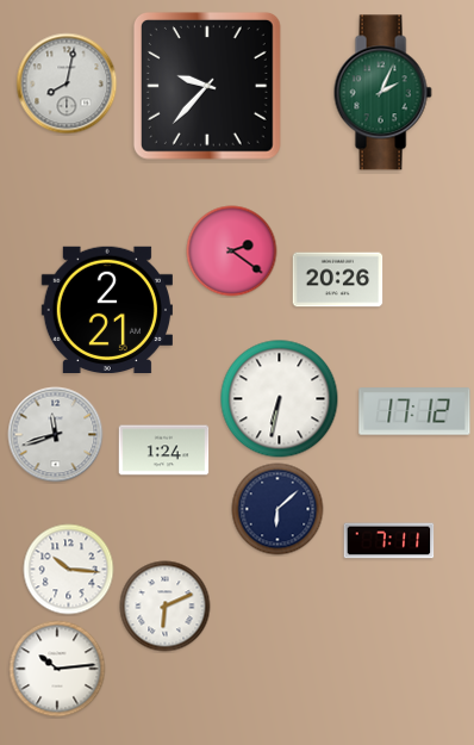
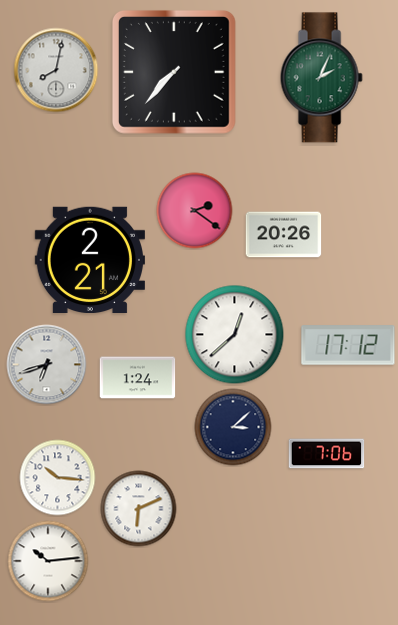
clock at (207, 86): 9:37 -> 7:37
clock at (280, 399): 6:32 -> 12:38
clock at (56, 435): 11:42 -> 6:42
clock at (277, 509): 6:08 -> 3:08
clock at (389, 541): 7:11 -> 7:06
